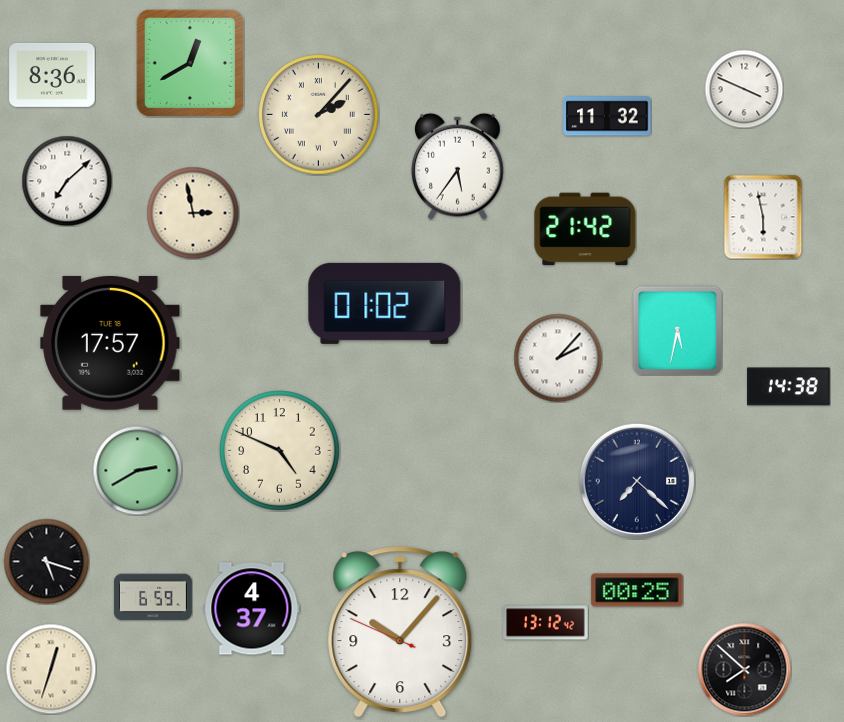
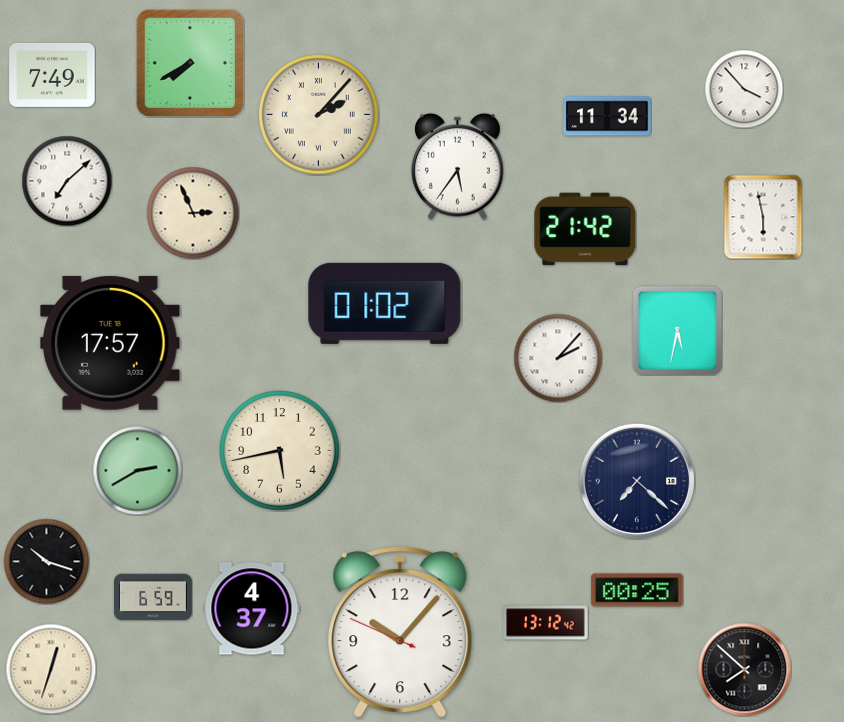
clock at (190, 63): 12:40 -> 7:40
clock at (52, 75): 8:36 -> 7:49
clock at (744, 89): 3:49 -> 3:53
clock at (607, 116): 11:32 -> 11:34
clock at (193, 213): 2:58 -> 2:56
clock at (789, 387): 14:38 -> none
clock at (280, 451): 4:49 -> 5:43
clock at (46, 561): 5:18 -> 10:18
